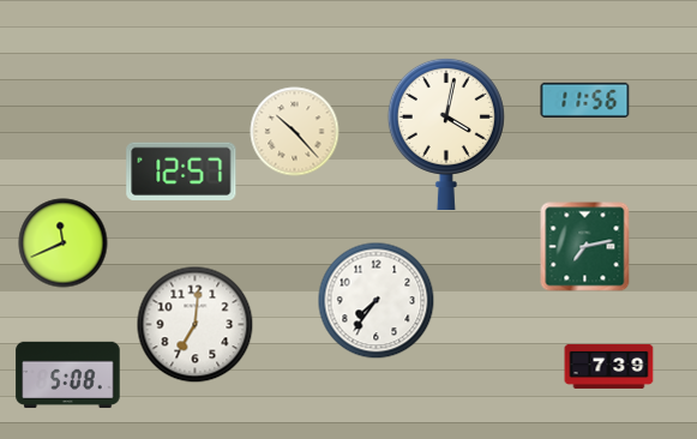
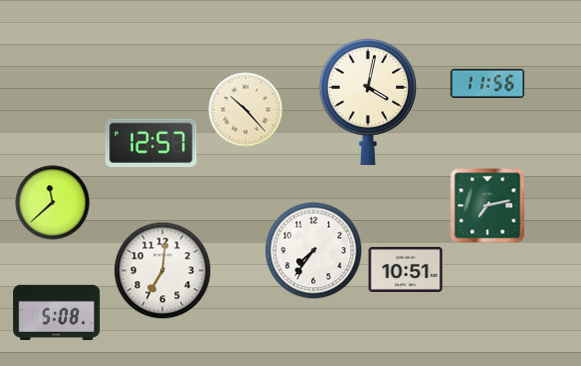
clock at (446, 133) position: (446, 133) -> (368, 101)
clock at (64, 243): 11:41 -> 11:38
clock at (406, 269): none -> 10:51
clock at (609, 366): 7:39 -> none
